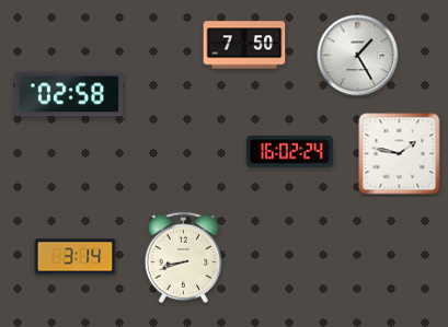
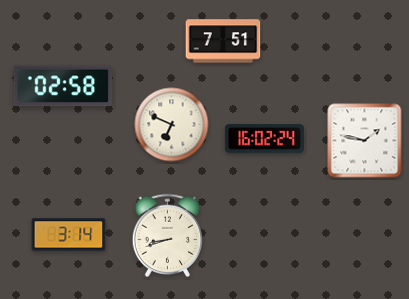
clock at (244, 45): 7:50 -> 7:51
clock at (358, 56): 1:25 -> none
clock at (172, 125): none -> 6:49
